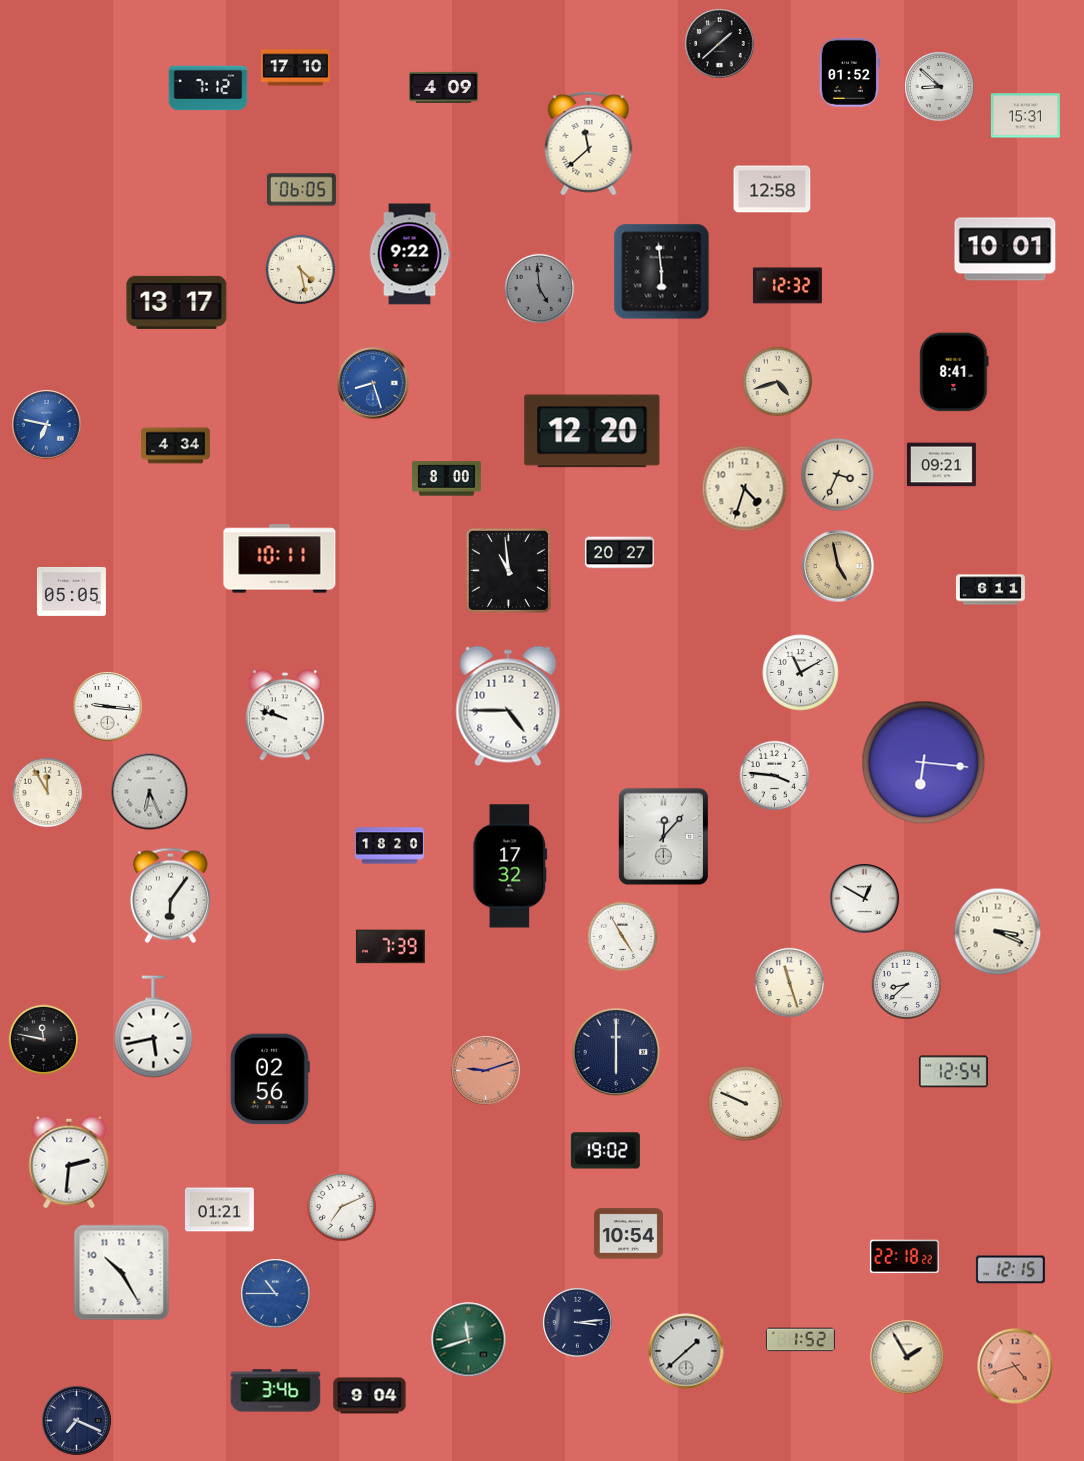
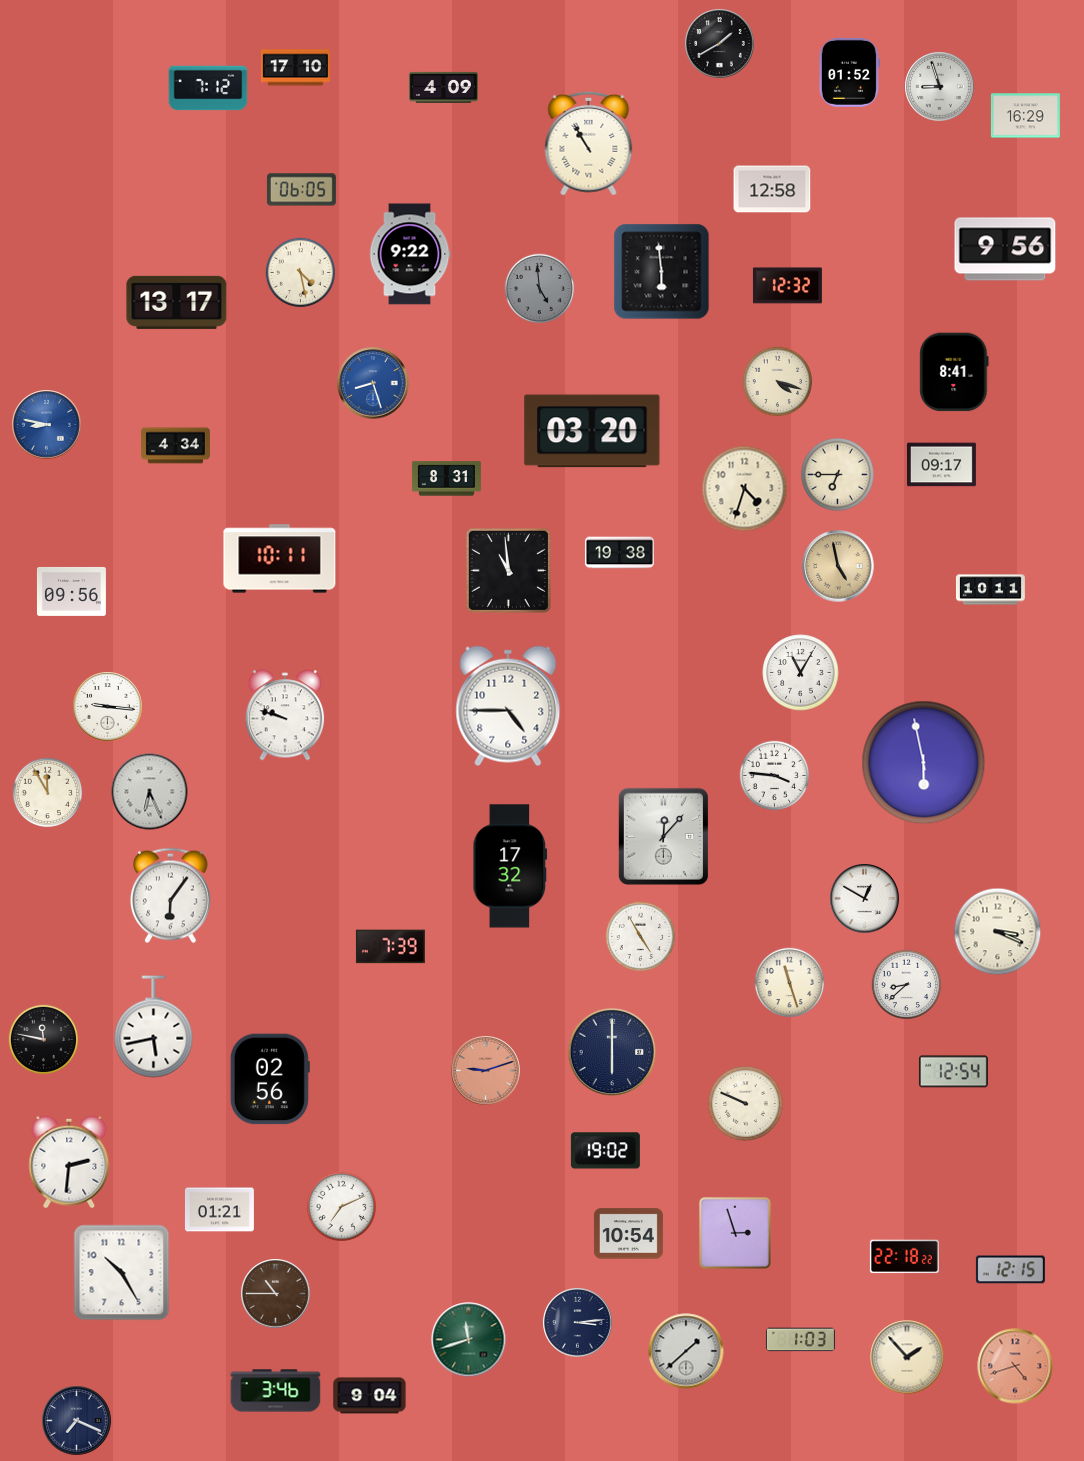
clock at (720, 44): 1:38 -> 1:40
clock at (940, 87): 8:52 -> 8:57
clock at (1025, 116): 15:31 -> 16:29
clock at (589, 143): 11:38 -> 10:55
clock at (1005, 249): 10:01 -> 9:56
clock at (301, 270) position: (301, 270) -> (301, 273)
clock at (778, 382): 4:42 -> 4:18
clock at (47, 425): 6:47 -> 8:47
clock at (592, 431): 12:20 -> 03:20
clock at (941, 465): 09:21 -> 09:17
clock at (838, 474): 3:34 -> 6:45
clock at (446, 479): 8:00 -> 8:31
clock at (619, 553): 20:27 -> 19:38
clock at (990, 590): 6:11 -> 10:11
clock at (71, 591): 05:05 -> 09:56
clock at (801, 673): 11:10 -> 11:05
clock at (924, 763): 6:16 -> 5:58
clock at (389, 846): 18:20 -> none
clock at (623, 937) position: (623, 937) -> (641, 937)
clock at (616, 1052) position: (616, 1052) -> (612, 1052)
clock at (735, 1233): none -> 2:57
clock at (276, 1294) dial: blue -> brown
clock at (800, 1340): 1:52 -> 1:03
clock at (907, 1357): 1:55 -> 1:53
